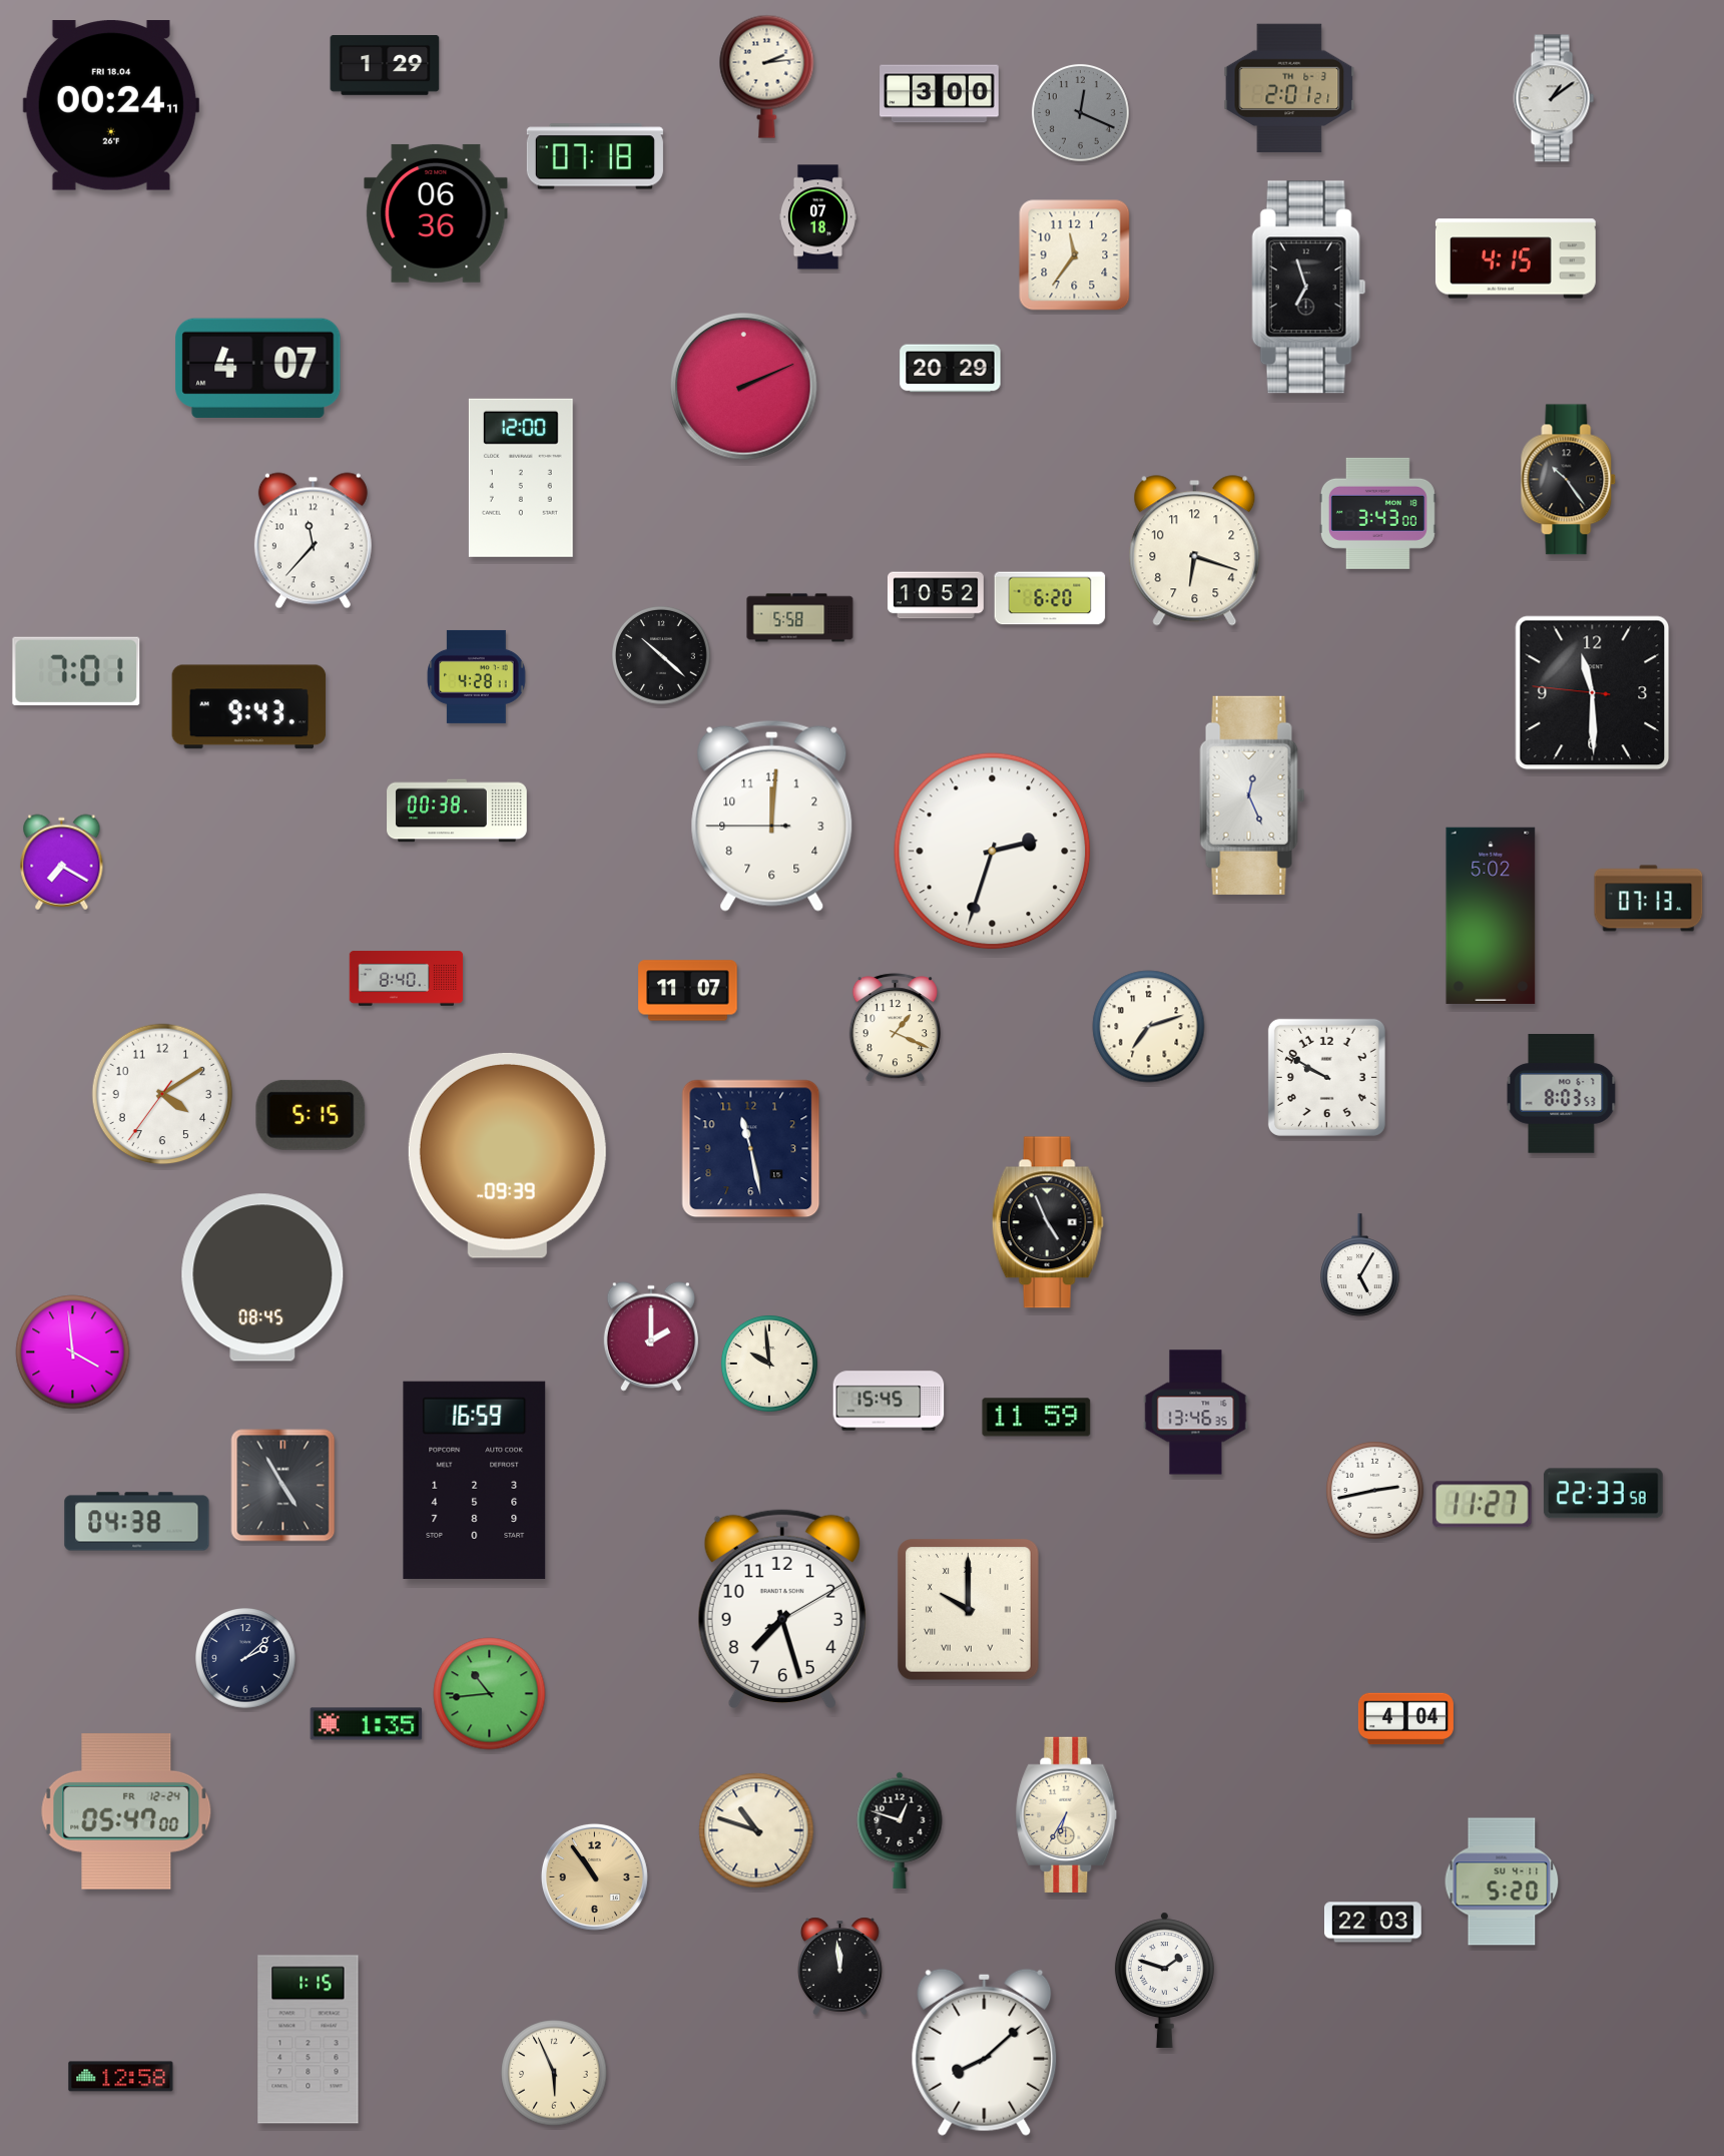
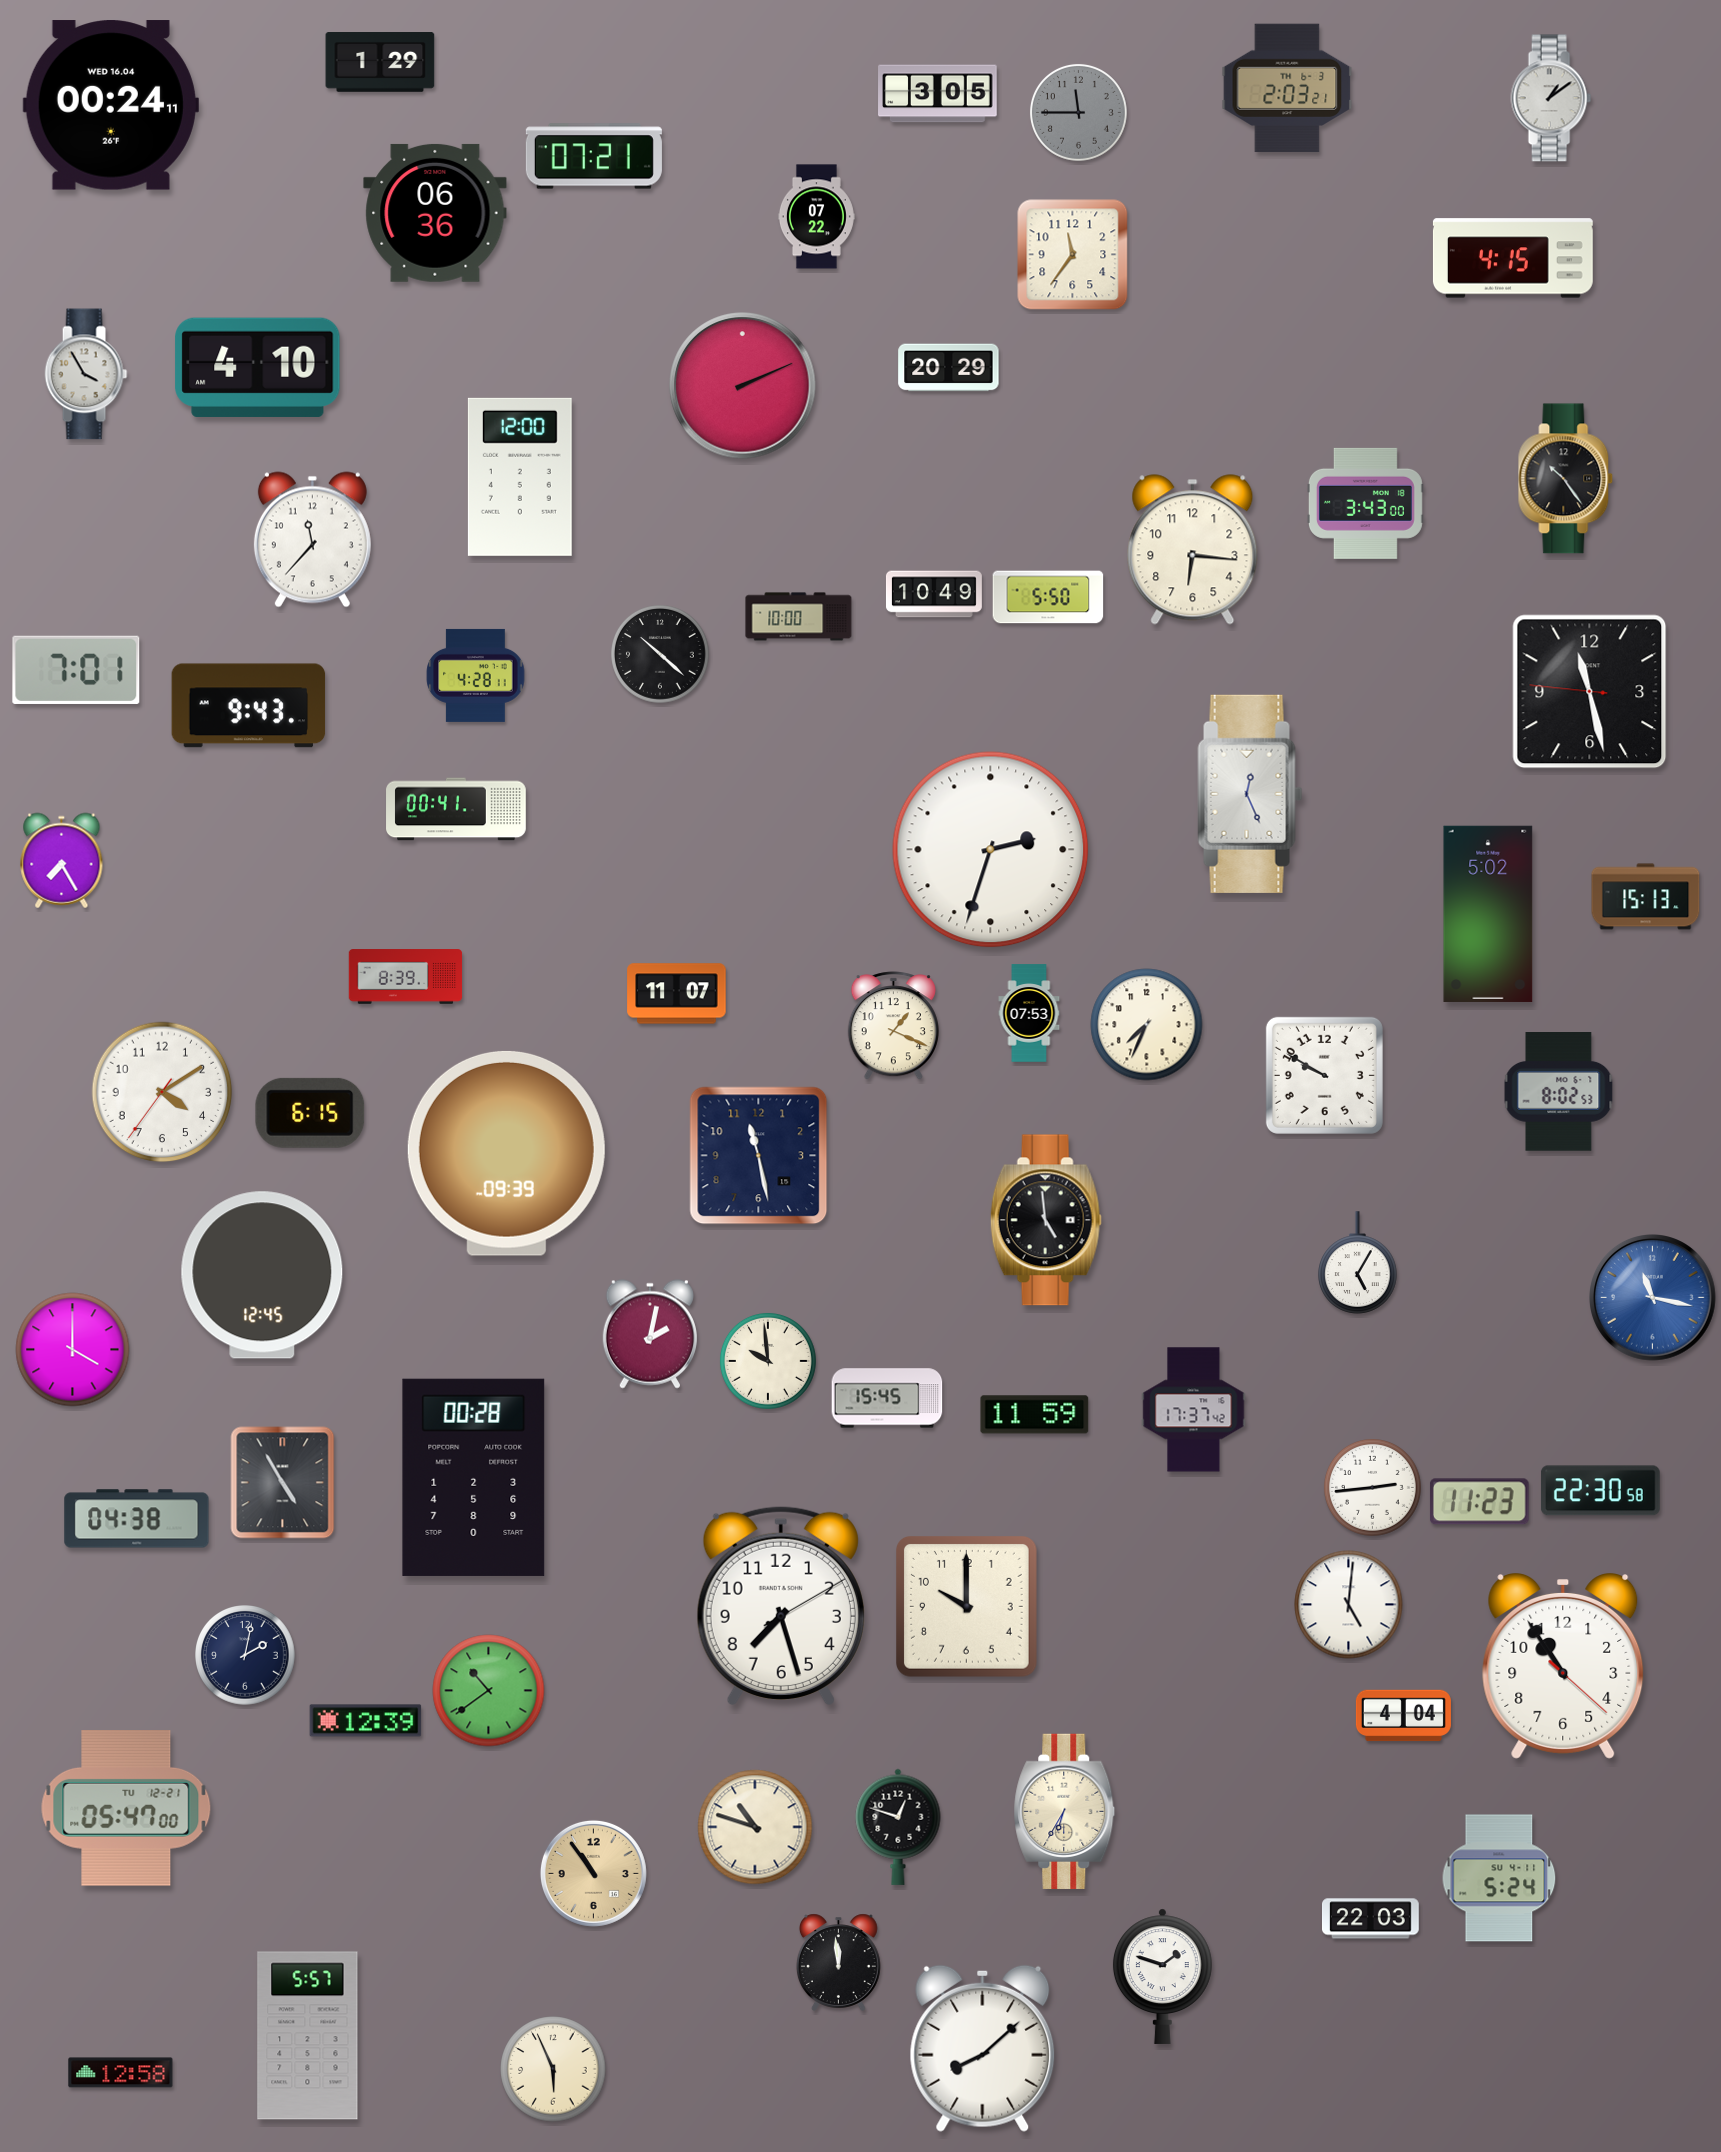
clock at (385, 66) position: (385, 66) -> (380, 63)
clock at (767, 76): 2:14 -> none
clock at (1289, 88): 2:01 -> 2:03
clock at (940, 94): 3:00 -> 3:05
clock at (111, 105) date: FRI 18.04 -> WED 16.04
clock at (1080, 112): 12:19 -> 11:45
clock at (595, 156): 07:18 -> 07:21
clock at (817, 217): 07:18 -> 07:22
clock at (1309, 288): 6:57 -> none
clock at (258, 368): 4:07 -> 4:10
clock at (86, 374): none -> 3:55
clock at (1377, 513) position: (1377, 513) -> (1365, 503)
clock at (1195, 551): 6:18 -> 6:16
clock at (936, 595): 10:52 -> 10:49
clock at (1050, 598): 6:20 -> 5:50
clock at (800, 618): 5:58 -> 10:00
clock at (1593, 693): 11:29 -> 11:27
clock at (457, 811): 00:38 -> 00:41
clock at (772, 816): 12:00 -> none
clock at (62, 863): 7:20 -> 7:25
clock at (1649, 899): 07:13 -> 15:13
clock at (407, 979): 8:40 -> 8:39
clock at (688, 991) position: (688, 991) -> (677, 994)
clock at (1029, 1013): none -> 07:53
clock at (1149, 1027): 7:12 -> 7:34
clock at (1562, 1094): 8:03 -> 8:02
clock at (311, 1115): 5:15 -> 6:15
clock at (751, 1149) position: (751, 1149) -> (759, 1156)
clock at (1048, 1222): 4:56 -> 4:59
clock at (262, 1277): 08:45 -> 12:45
clock at (1653, 1298): none -> 11:17
clock at (651, 1336): 2:00 -> 2:02
clock at (73, 1353): 3:59 -> 4:00
clock at (1196, 1413): 13:46 -> 17:37
clock at (475, 1480): 16:59 -> 00:28
clock at (1374, 1490): 2:43 -> 2:44
clock at (1603, 1494): 22:33 -> 22:30
clock at (1482, 1505): 11:27 -> 11:23
clock at (1349, 1605): none -> 5:01
clock at (969, 1610) numerals: Roman -> Arabic
clock at (245, 1658): 2:08 -> 2:02
clock at (1563, 1667): none -> 10:54
clock at (490, 1694): 10:44 -> 10:39
clock at (367, 1724): 1:35 -> 12:39
clock at (126, 1812) date: FR 12-24 -> TU 12-21
clock at (1502, 1881): 5:20 -> 5:24
clock at (309, 2040): 1:15 -> 5:57
